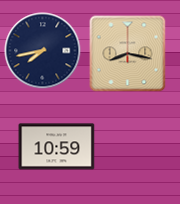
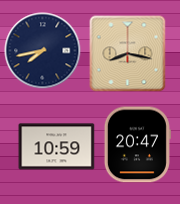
clock at (137, 145): none -> 20:47
